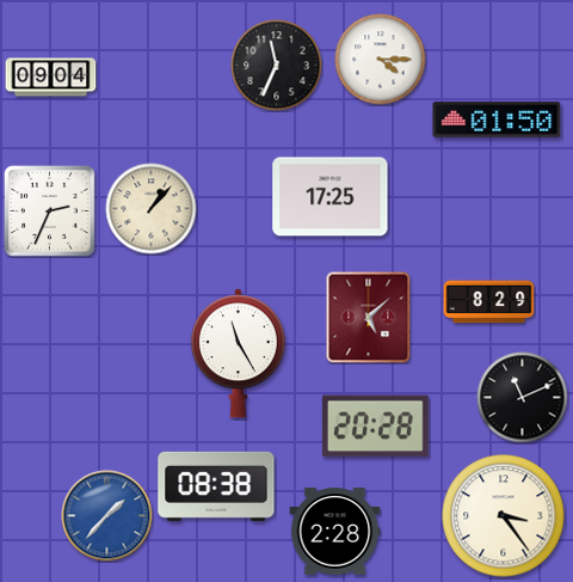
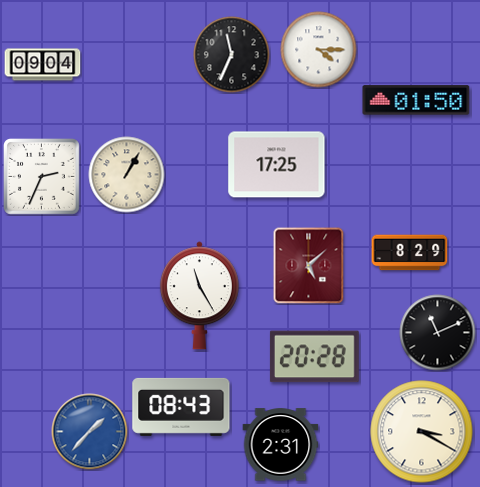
clock at (152, 209): 1:07 -> 1:05
clock at (216, 486): 08:38 -> 08:43
clock at (504, 516): 3:24 -> 3:20
clock at (335, 532): 2:28 -> 2:31
